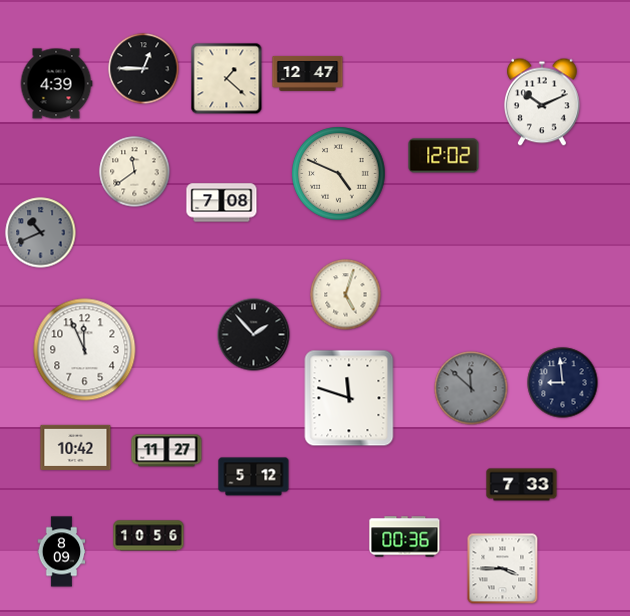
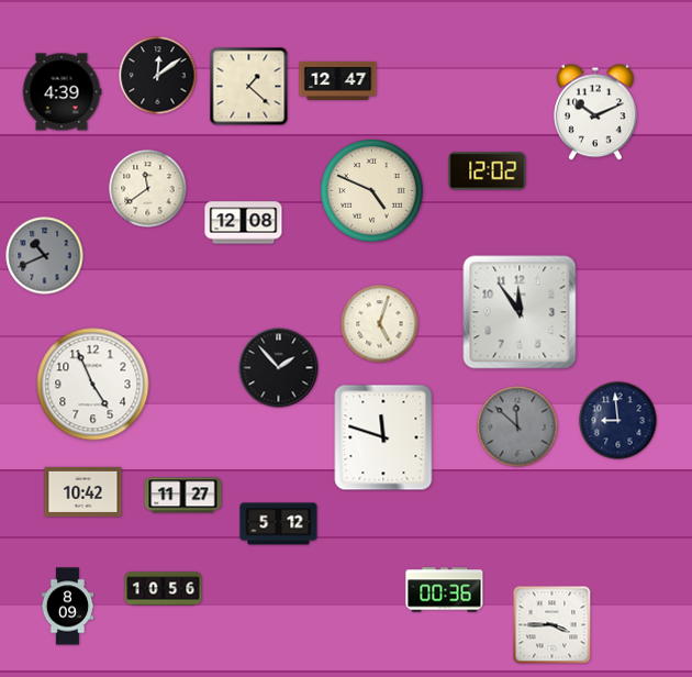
clock at (144, 69): 12:45 -> 12:09
clock at (222, 203): 7:08 -> 12:08
clock at (520, 312): none -> 11:54
clock at (85, 350): 11:56 -> 4:56
clock at (522, 485): 7:33 -> none
